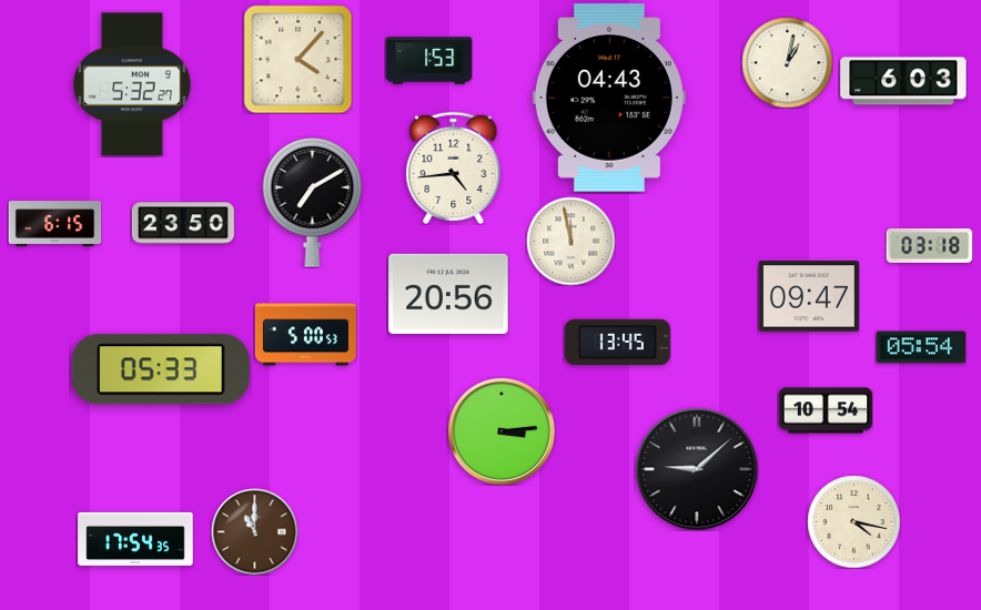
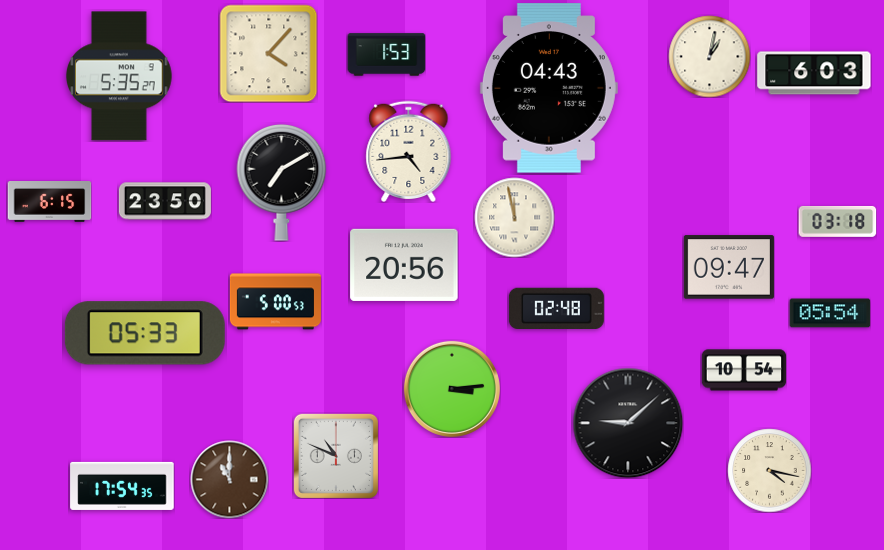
clock at (132, 84): 5:32 -> 5:35
clock at (617, 342): 13:45 -> 02:48
clock at (336, 456): none -> 10:49
